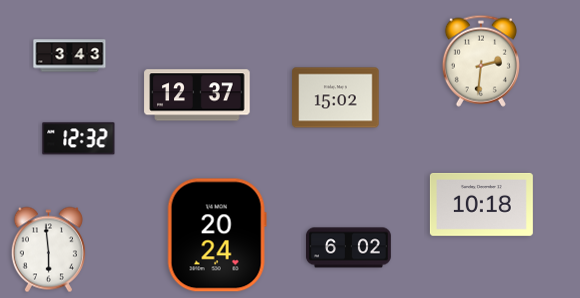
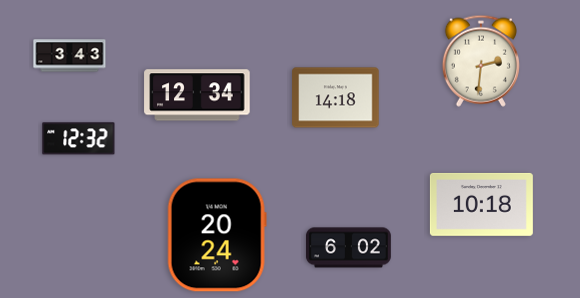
clock at (197, 95): 12:37 -> 12:34
clock at (336, 98): 15:02 -> 14:18
clock at (48, 250): 5:59 -> none
